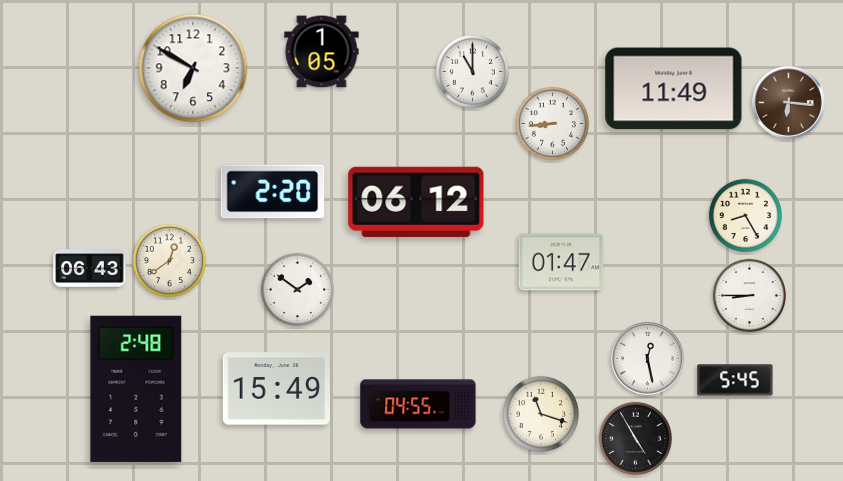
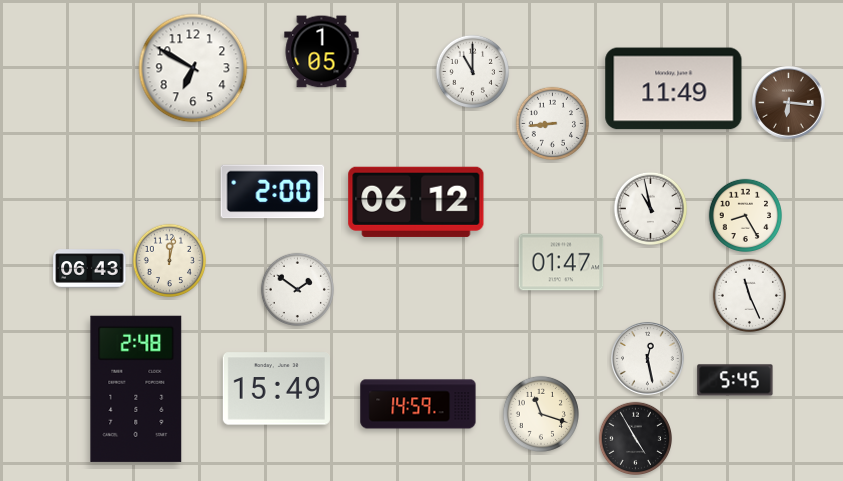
clock at (273, 192): 2:20 -> 2:00
clock at (650, 208): none -> 10:58
clock at (169, 260): 12:39 -> 12:02
clock at (749, 295): 8:45 -> 11:26
clock at (418, 404): 04:55 -> 14:59
